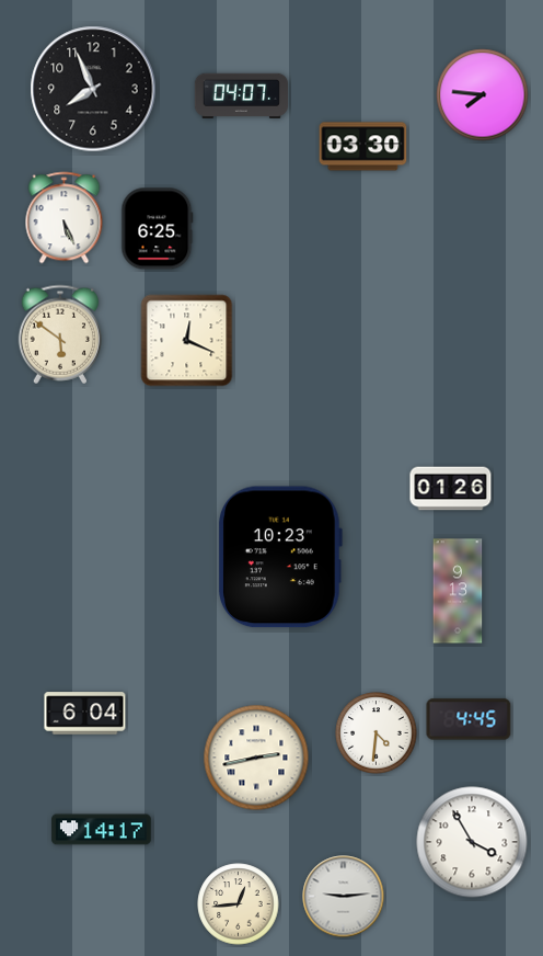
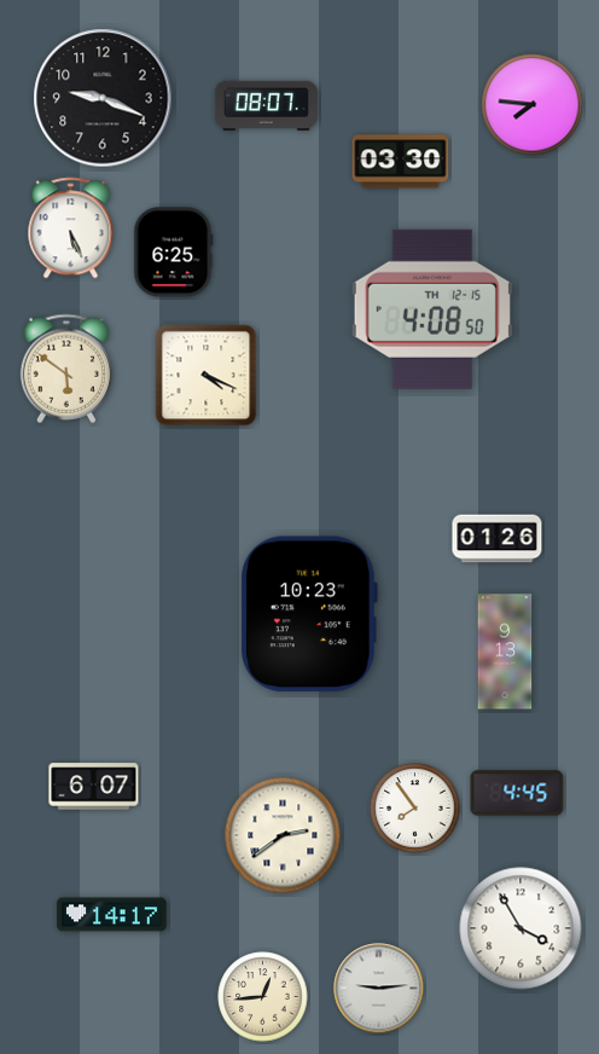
clock at (93, 89): 7:56 -> 9:19
clock at (241, 95): 04:07 -> 08:07
clock at (65, 218) position: (65, 218) -> (71, 228)
clock at (432, 309): none -> 4:08
clock at (187, 341): 12:19 -> 4:19
clock at (85, 714): 6:04 -> 6:07
clock at (377, 733): 4:31 -> 7:54
clock at (256, 758): 2:43 -> 2:39
